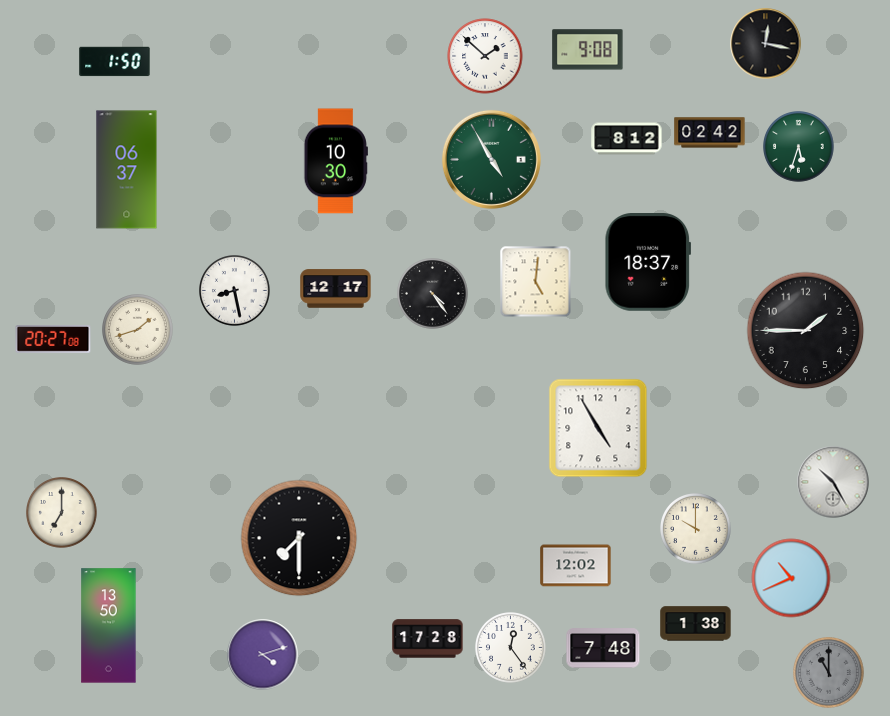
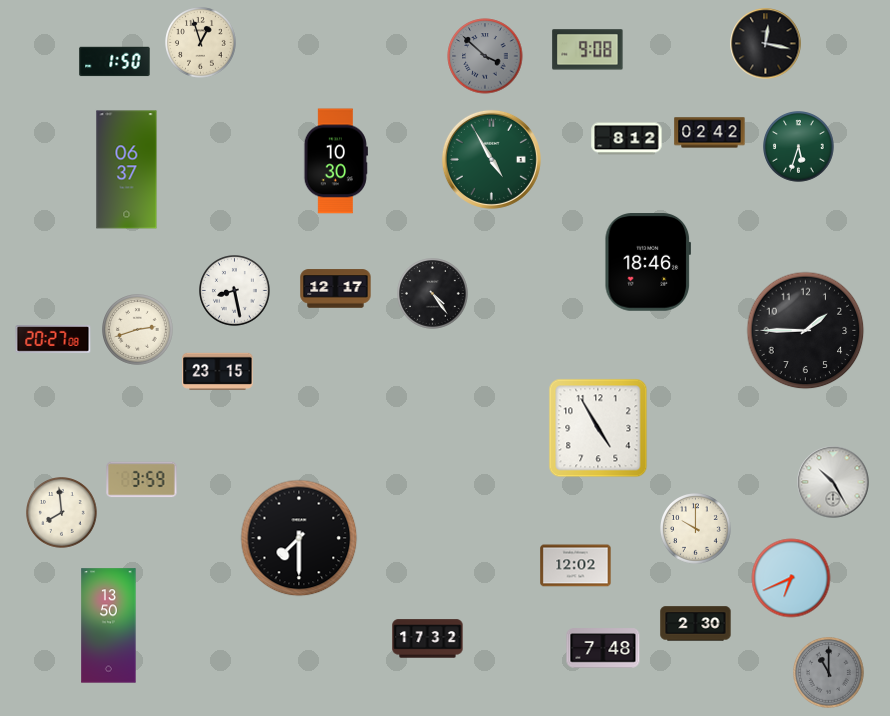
clock at (201, 43): none -> 12:57
clock at (485, 56): 1:52 -> 3:52
clock at (485, 56) dial: white -> grey
clock at (647, 263): 18:37 -> 18:46
clock at (536, 282): 5:01 -> none
clock at (138, 330): 1:42 -> 2:42
clock at (218, 371): none -> 23:15
clock at (142, 480): none -> 3:59
clock at (62, 513): 7:00 -> 7:59
clock at (791, 578): 10:41 -> 6:41
clock at (696, 624): 1:38 -> 2:30
clock at (428, 639): 17:28 -> 17:32
clock at (511, 648): 12:24 -> none
clock at (263, 655): 4:12 -> none
